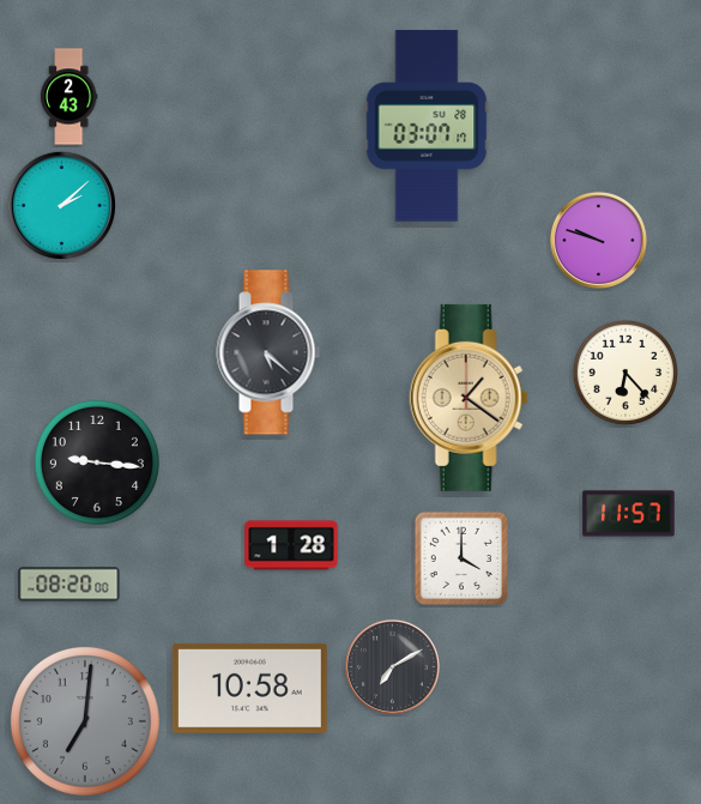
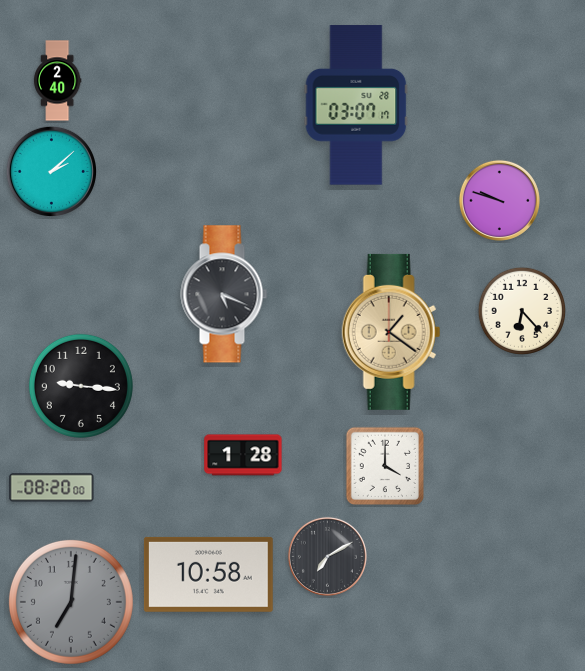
clock at (68, 97): 2:43 -> 2:40
clock at (268, 352): 5:22 -> 5:19
clock at (629, 514): 11:57 -> none
clock at (70, 585) position: (70, 585) -> (52, 488)
